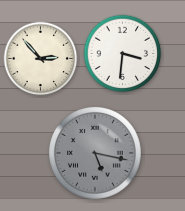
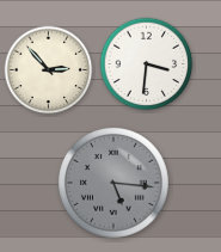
clock at (96, 154): 5:17 -> 5:16
